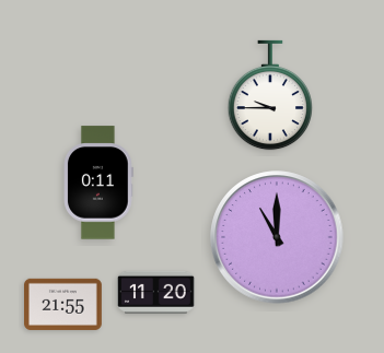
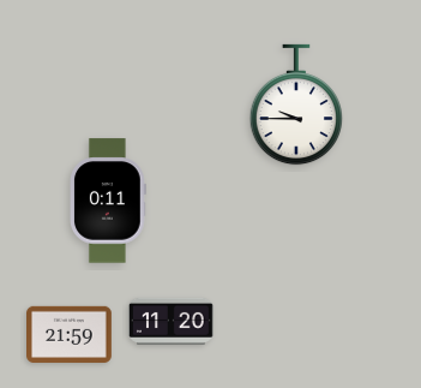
clock at (277, 237): 11:00 -> none
clock at (63, 304): 21:55 -> 21:59
